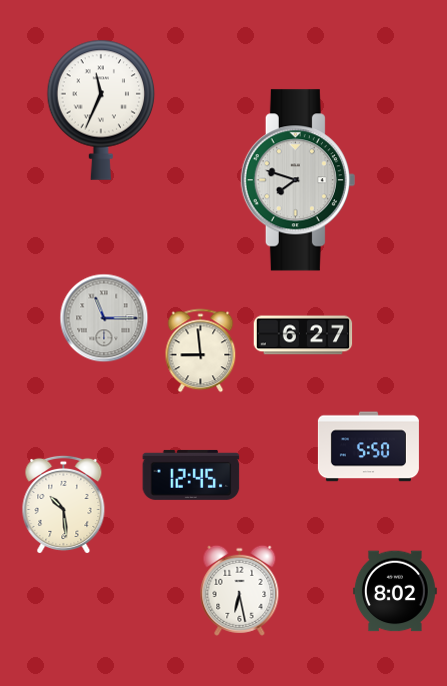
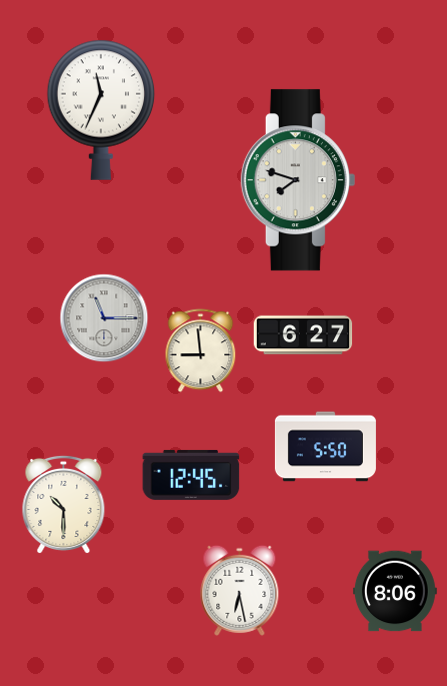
clock at (368, 447) position: (368, 447) -> (325, 447)
clock at (64, 504): 10:29 -> 10:30
clock at (395, 591): 8:02 -> 8:06
